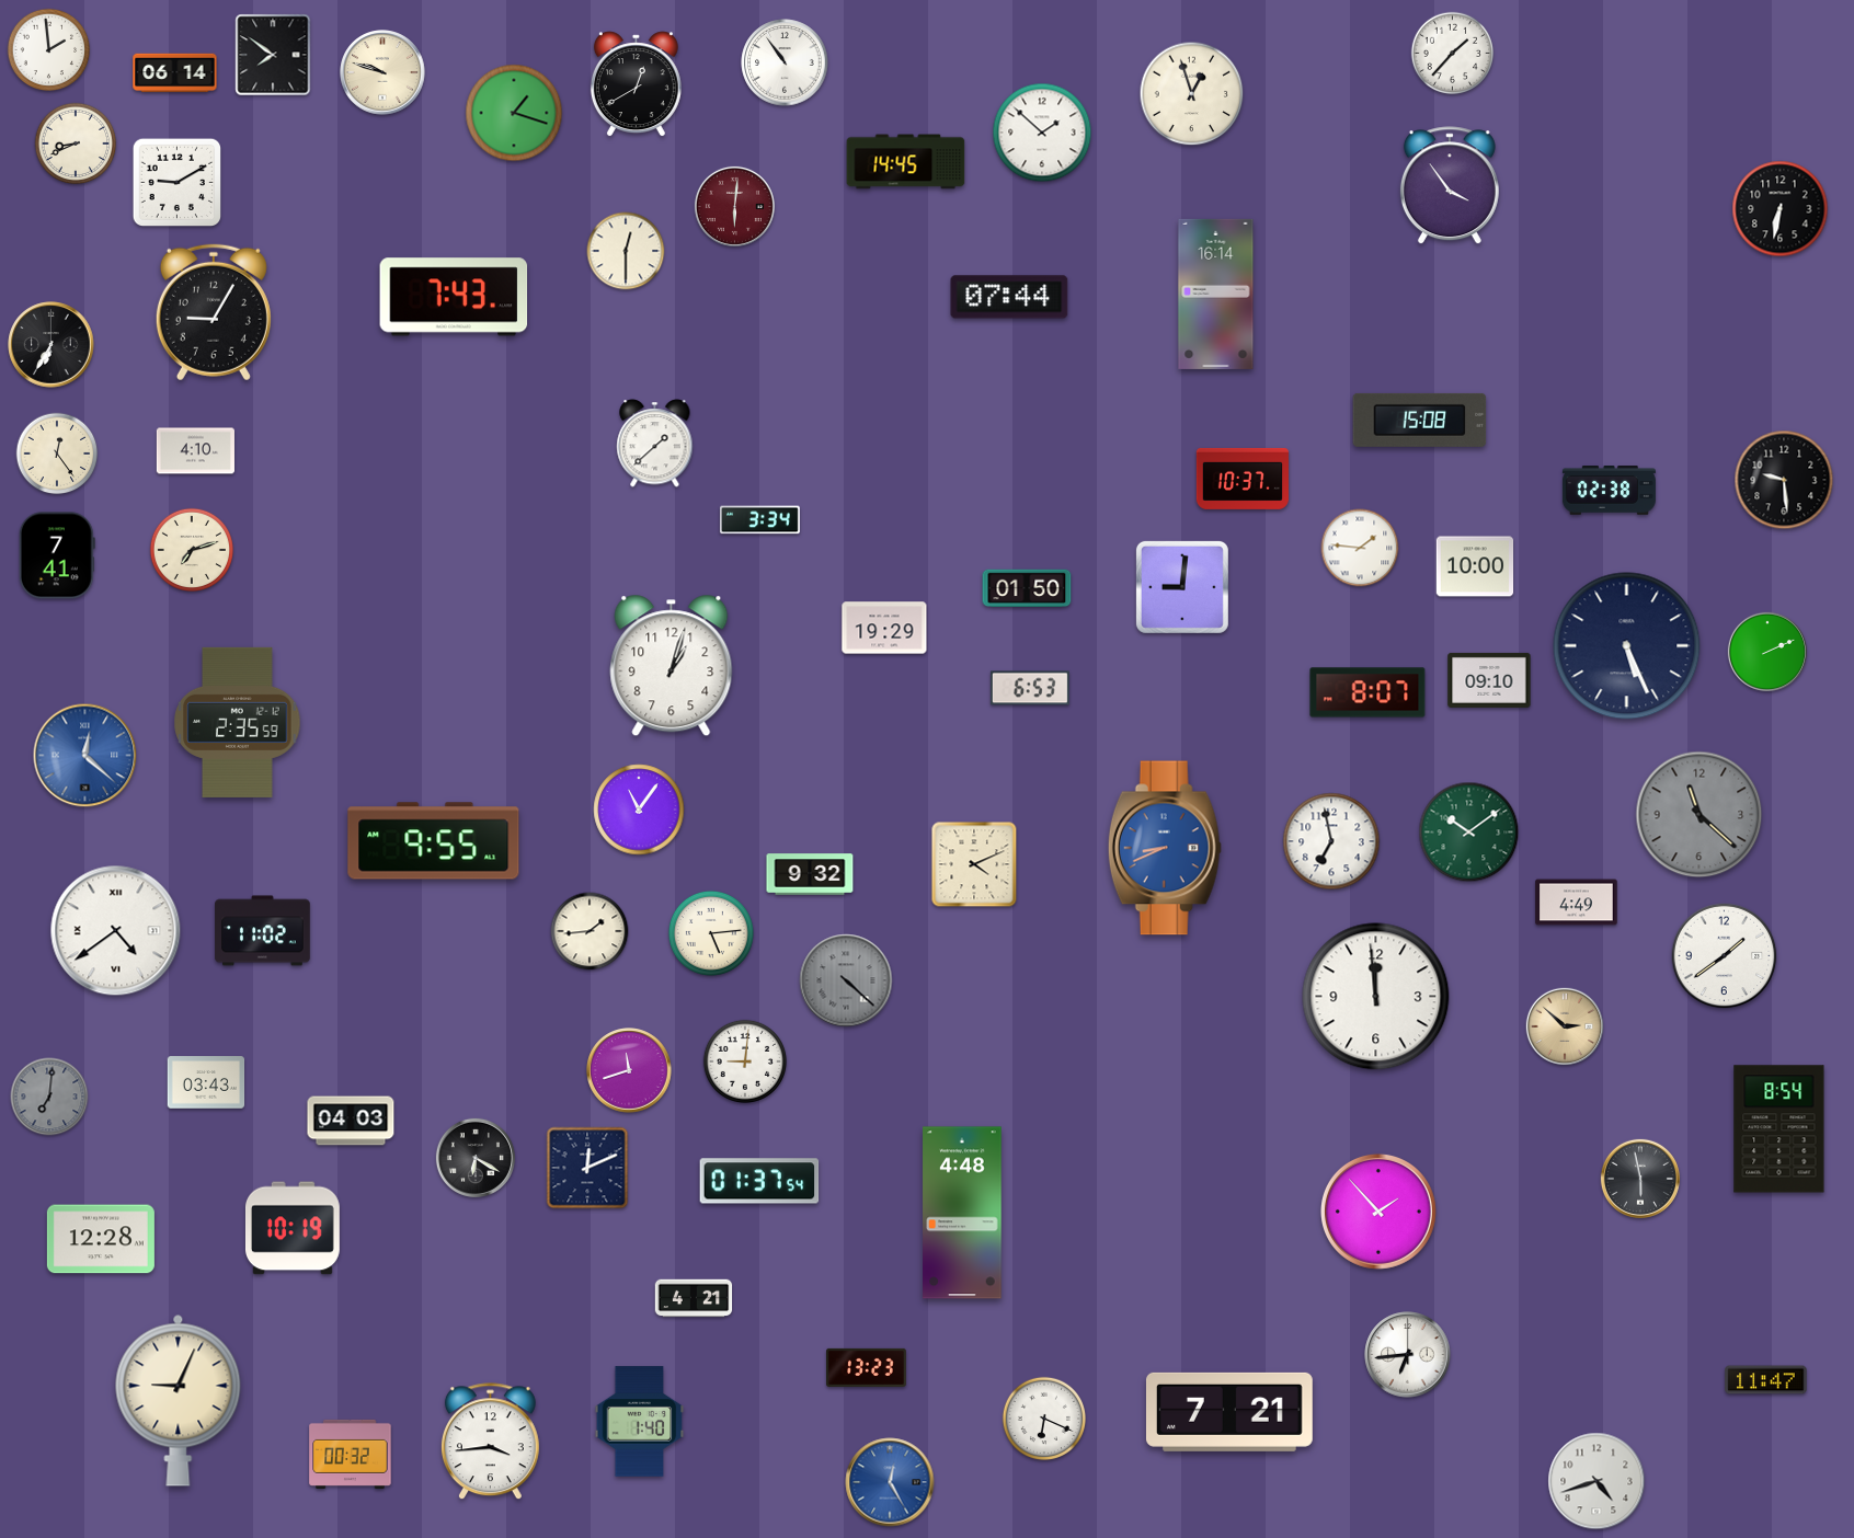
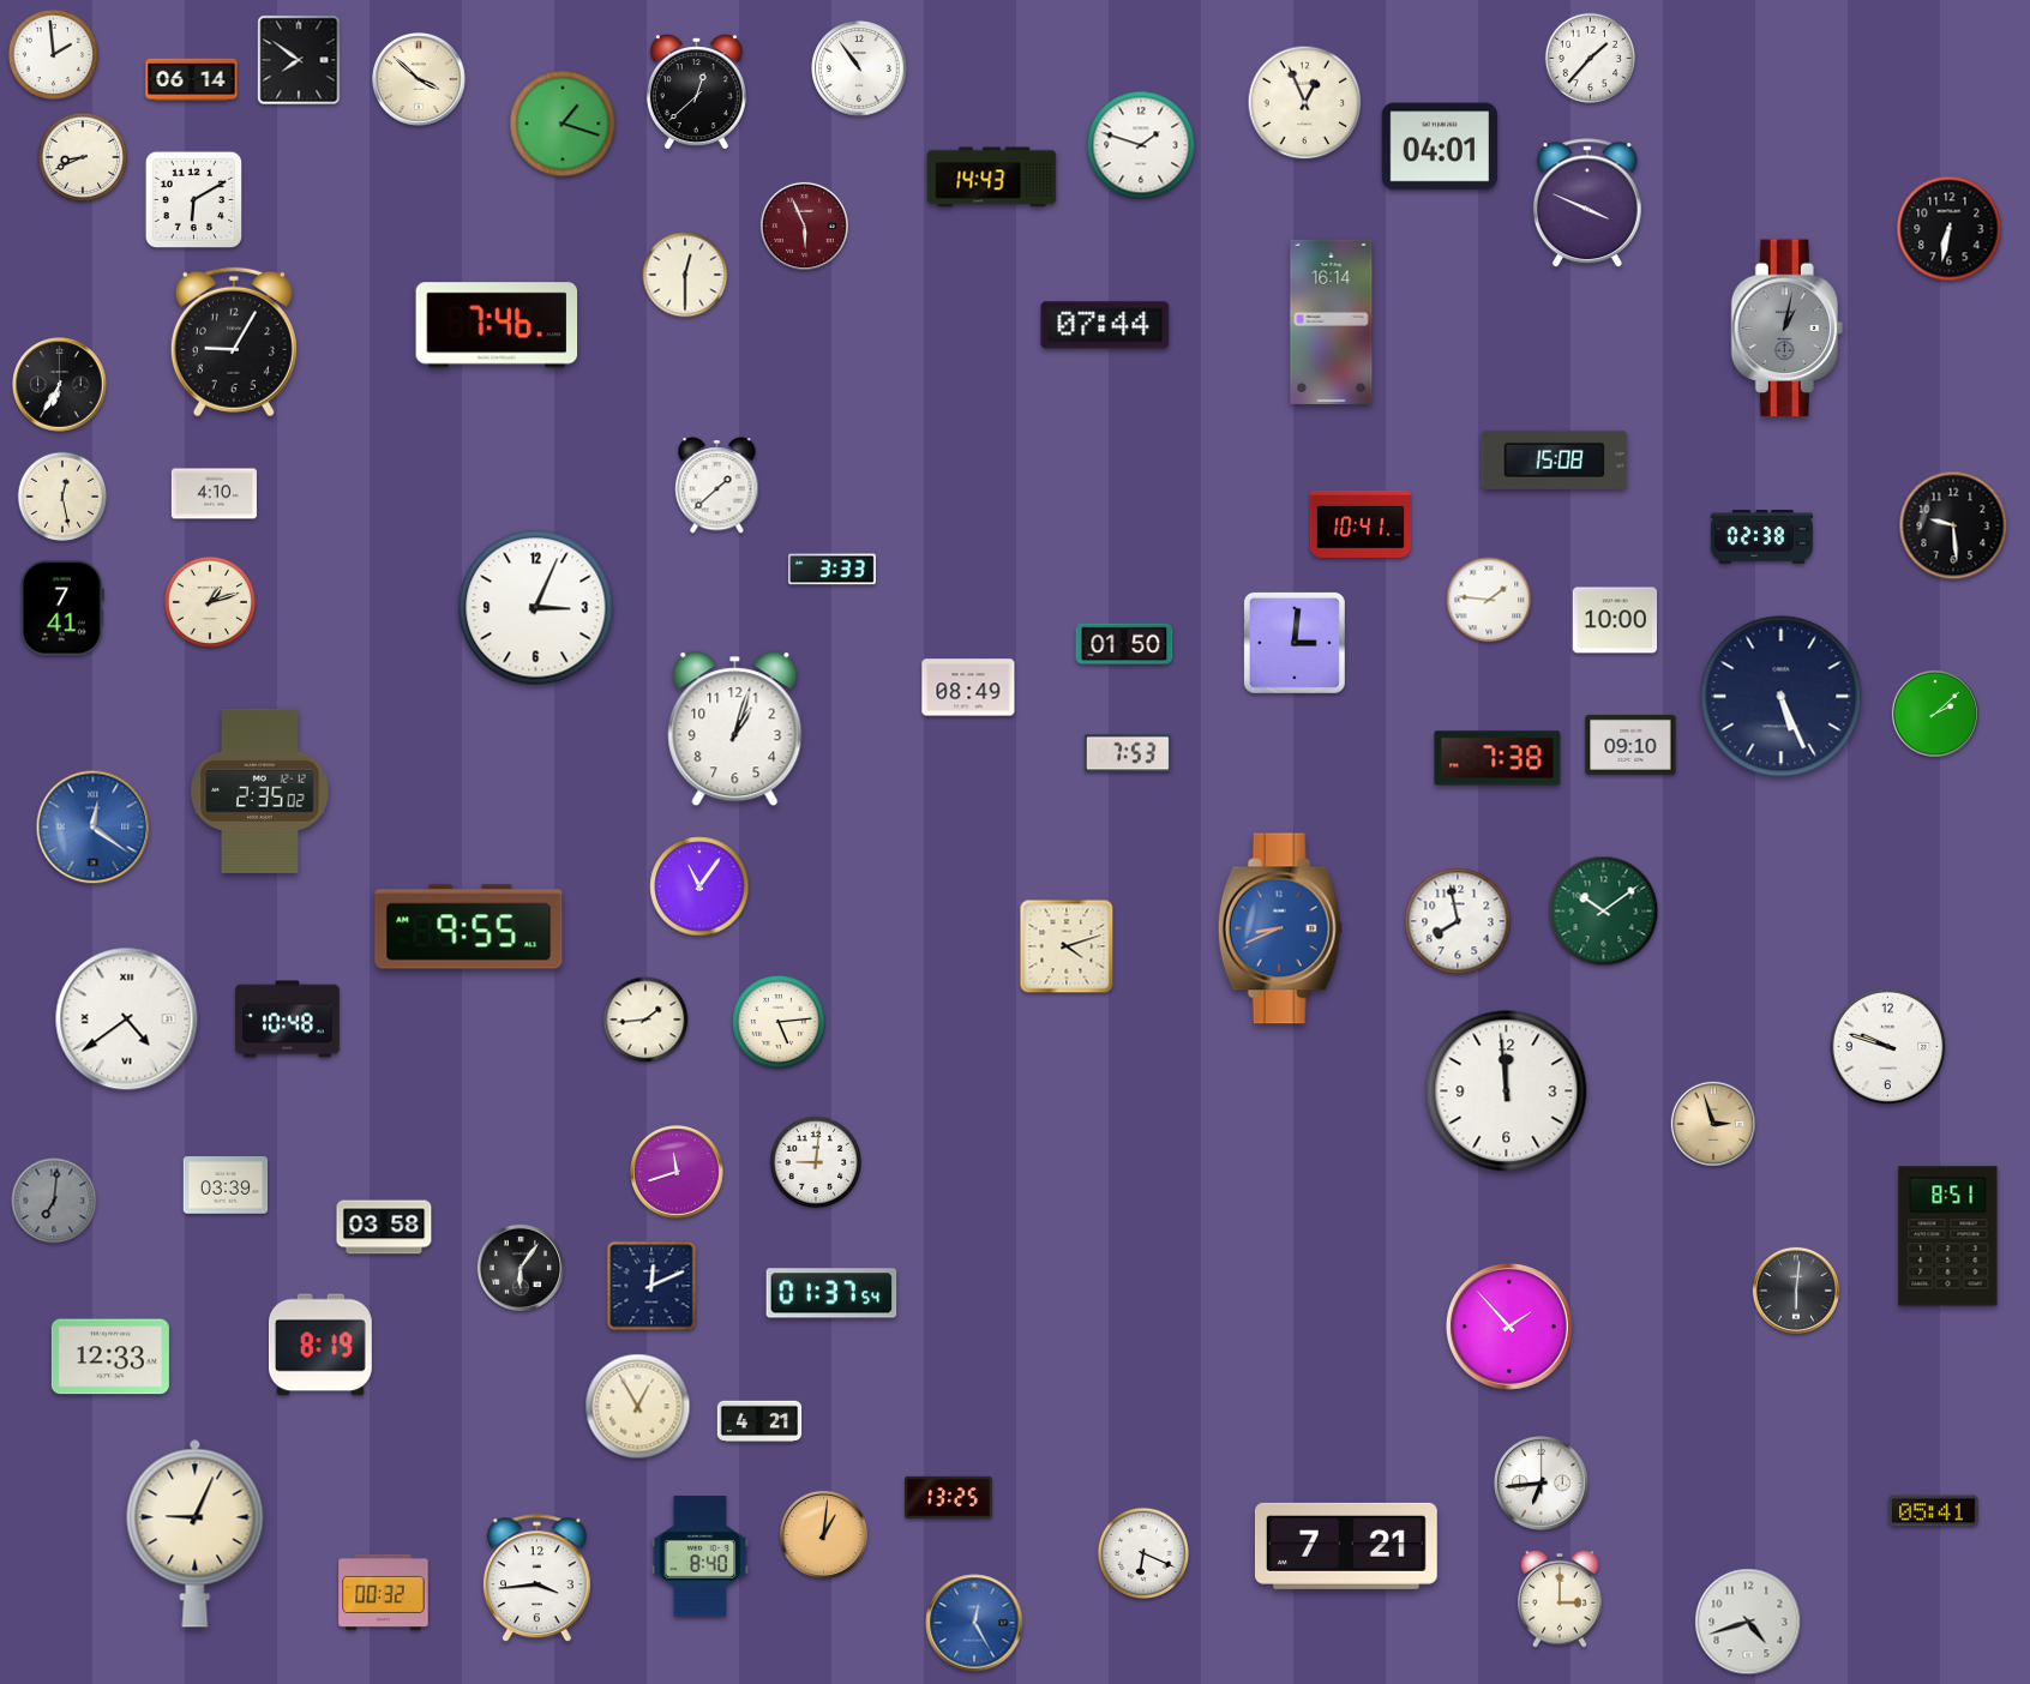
clock at (382, 72): 9:48 -> 3:52
clock at (636, 84): 12:40 -> 12:38
clock at (1192, 94): 12:57 -> 12:56
clock at (1042, 133): 1:52 -> 1:48
clock at (1440, 146): none -> 04:01
clock at (906, 162): 14:45 -> 14:43
clock at (176, 182): 9:10 -> 6:10
clock at (1450, 186): 3:54 -> 3:49
clock at (734, 206): 6:01 -> 5:56
clock at (454, 297): 7:43 -> 7:46
clock at (1786, 329): none -> 1:02
clock at (51, 345) position: (51, 345) -> (60, 385)
clock at (57, 454): 12:24 -> 12:28
clock at (1243, 479): 10:37 -> 10:41
clock at (759, 520): 3:34 -> 3:33
clock at (191, 549): 7:12 -> 1:12
clock at (536, 608): none -> 3:04
clock at (1182, 587): 9:01 -> 3:01
clock at (884, 628): 19:29 -> 08:49
clock at (1627, 646) position: (1627, 646) -> (1782, 697)
clock at (1767, 652): 2:11 -> 2:08
clock at (1030, 688): 6:53 -> 7:53
clock at (1367, 692): 8:07 -> 7:38
clock at (238, 722): 2:35:59 -> 2:35:02
clock at (85, 756): 12:22 -> 12:21
clock at (1699, 815): 11:22 -> none
clock at (1469, 833) position: (1469, 833) -> (1604, 912)
clock at (434, 841) position: (434, 841) -> (469, 927)
clock at (1331, 841): 6:58 -> 7:58
clock at (1165, 848) position: (1165, 848) -> (1280, 928)
clock at (974, 864): 4:11 -> 4:12
clock at (810, 874): 9:32 -> none
clock at (1577, 903): 4:49 -> none
clock at (263, 931): 11:02 -> 10:48
clock at (1725, 956): 1:39 -> 9:48
clock at (846, 980): 4:22 -> none
clock at (1565, 1026): 2:52 -> 2:57
clock at (629, 1070) position: (629, 1070) -> (677, 1172)
clock at (206, 1082): 03:43 -> 03:39
clock at (351, 1121): 04:03 -> 03:58
clock at (1779, 1129): 8:54 -> 8:51
clock at (476, 1158): 6:20 -> 6:06
clock at (587, 1168) position: (587, 1168) -> (651, 1286)
clock at (1640, 1179): 5:58 -> 6:01
clock at (962, 1213): 4:48 -> none
clock at (293, 1228): 10:19 -> 8:19
clock at (101, 1239): 12:28 -> 12:33
clock at (638, 1407): none -> 12:55
clock at (867, 1367): 13:23 -> 13:25
clock at (1766, 1380): 11:47 -> 05:41
clock at (823, 1534): none -> 1:01
clock at (640, 1422): 1:40 -> 8:40
clock at (1560, 1599): none -> 3:00
